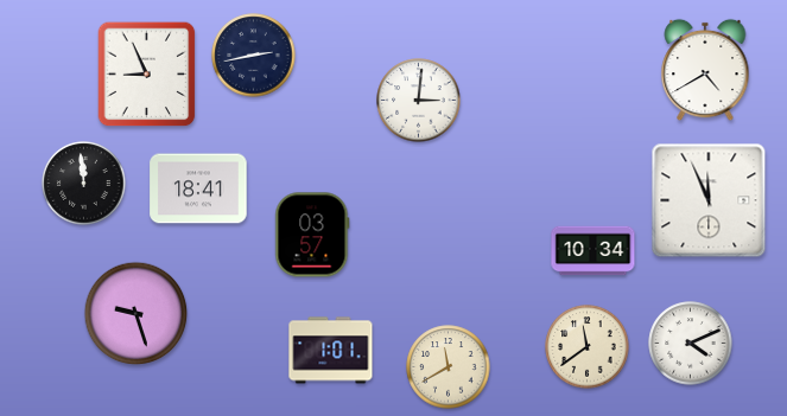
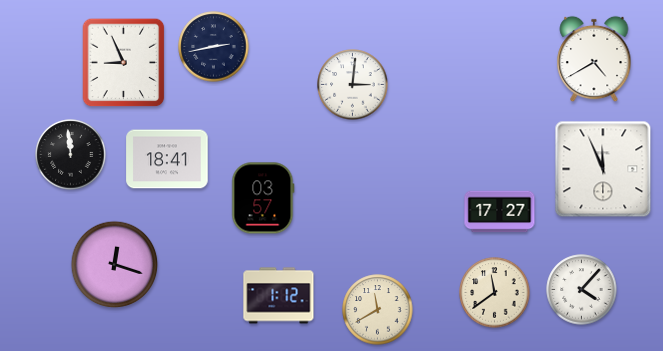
clock at (709, 200) position: (709, 200) -> (603, 169)
clock at (594, 251): 10:34 -> 17:27
clock at (137, 314): 9:27 -> 12:18
clock at (691, 344): 4:11 -> 4:07
clock at (331, 351): 1:01 -> 1:12
